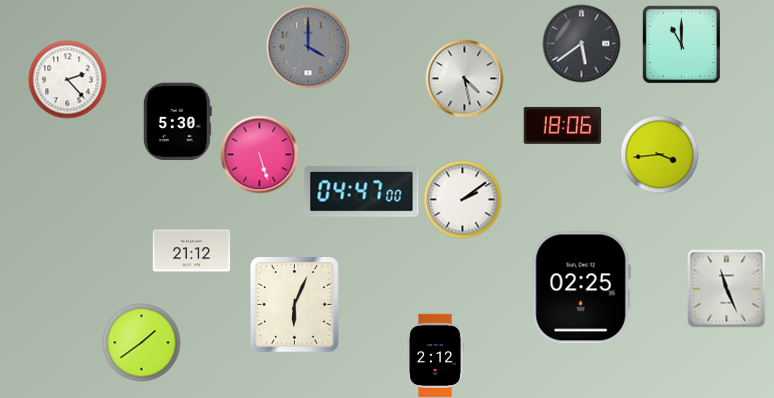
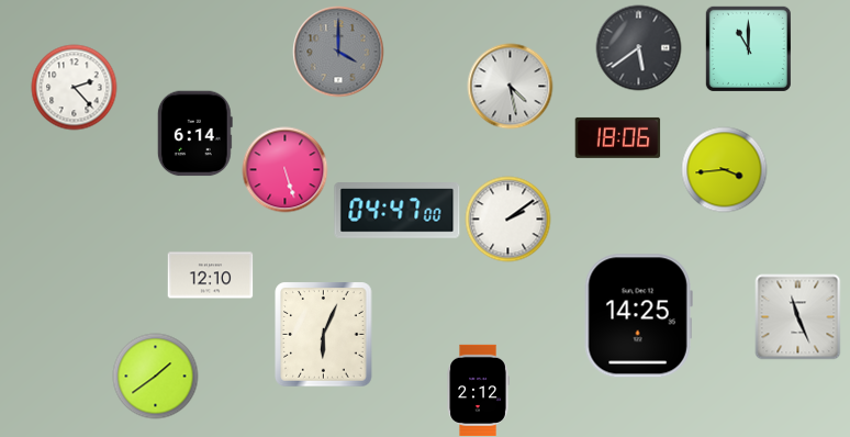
clock at (177, 121): 5:30 -> 6:14
clock at (191, 251): 21:12 -> 12:10
clock at (581, 288): 02:25 -> 14:25
